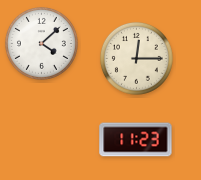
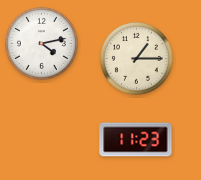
clock at (41, 43): 4:08 -> 4:13
clock at (136, 58): 12:15 -> 1:15
